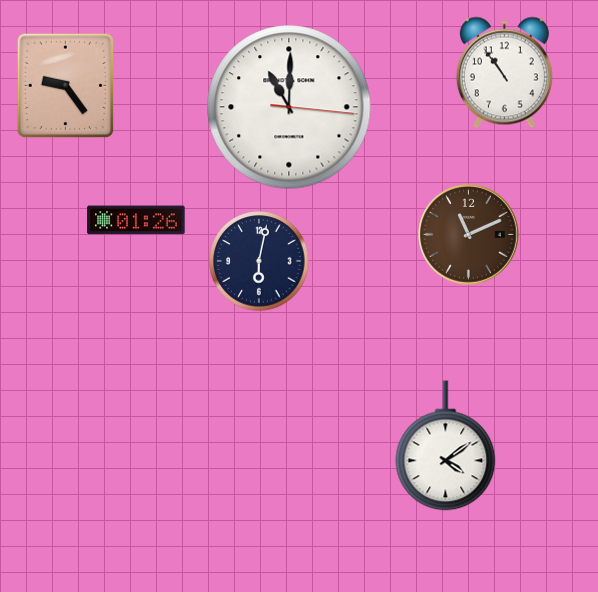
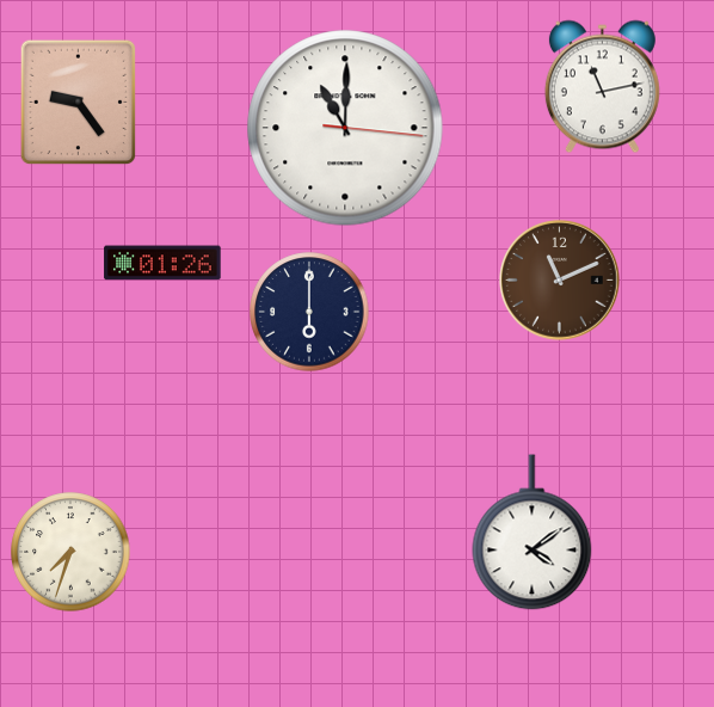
clock at (504, 73): 10:54 -> 11:13
clock at (259, 261): 6:02 -> 6:00
clock at (70, 552): none -> 7:33
